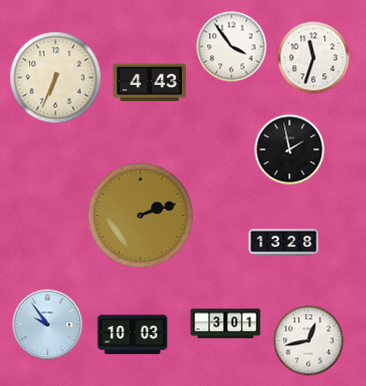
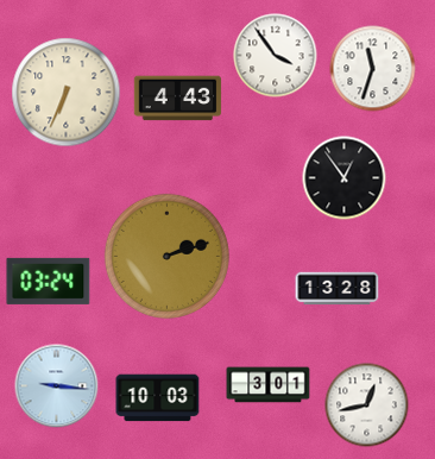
clock at (290, 150): 1:58 -> 12:54
clock at (49, 281): none -> 03:24
clock at (48, 325): 9:54 -> 9:16
